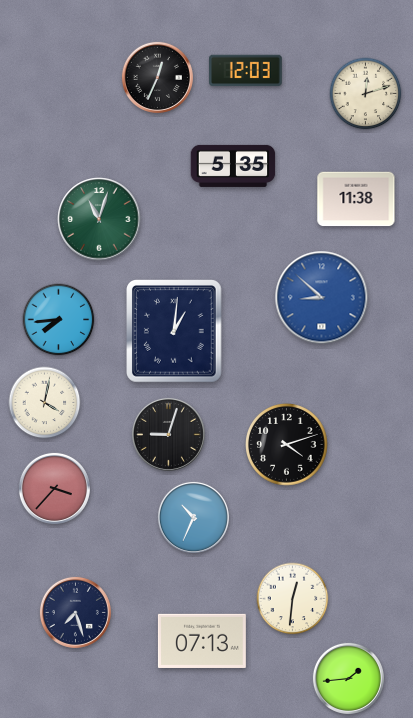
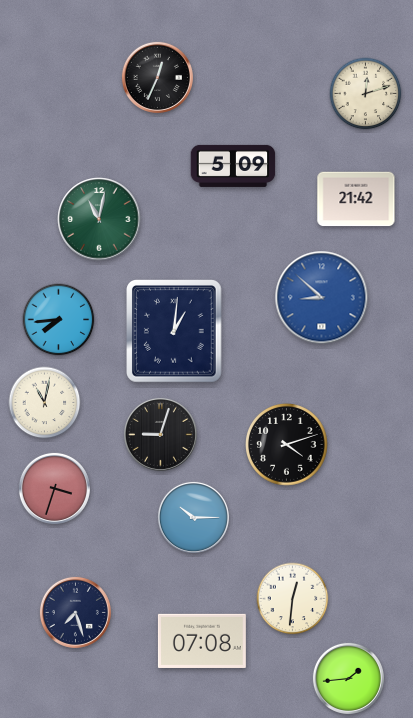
clock at (246, 71): 12:03 -> none
clock at (233, 166): 5:35 -> 5:09
clock at (356, 199): 11:38 -> 21:42
clock at (99, 219): 11:03 -> 11:02
clock at (45, 403): 4:02 -> 11:02
clock at (168, 434) position: (168, 434) -> (160, 434)
clock at (54, 488): 3:37 -> 3:33
clock at (193, 517): 10:34 -> 10:15
clock at (202, 641): 07:13 -> 07:08
